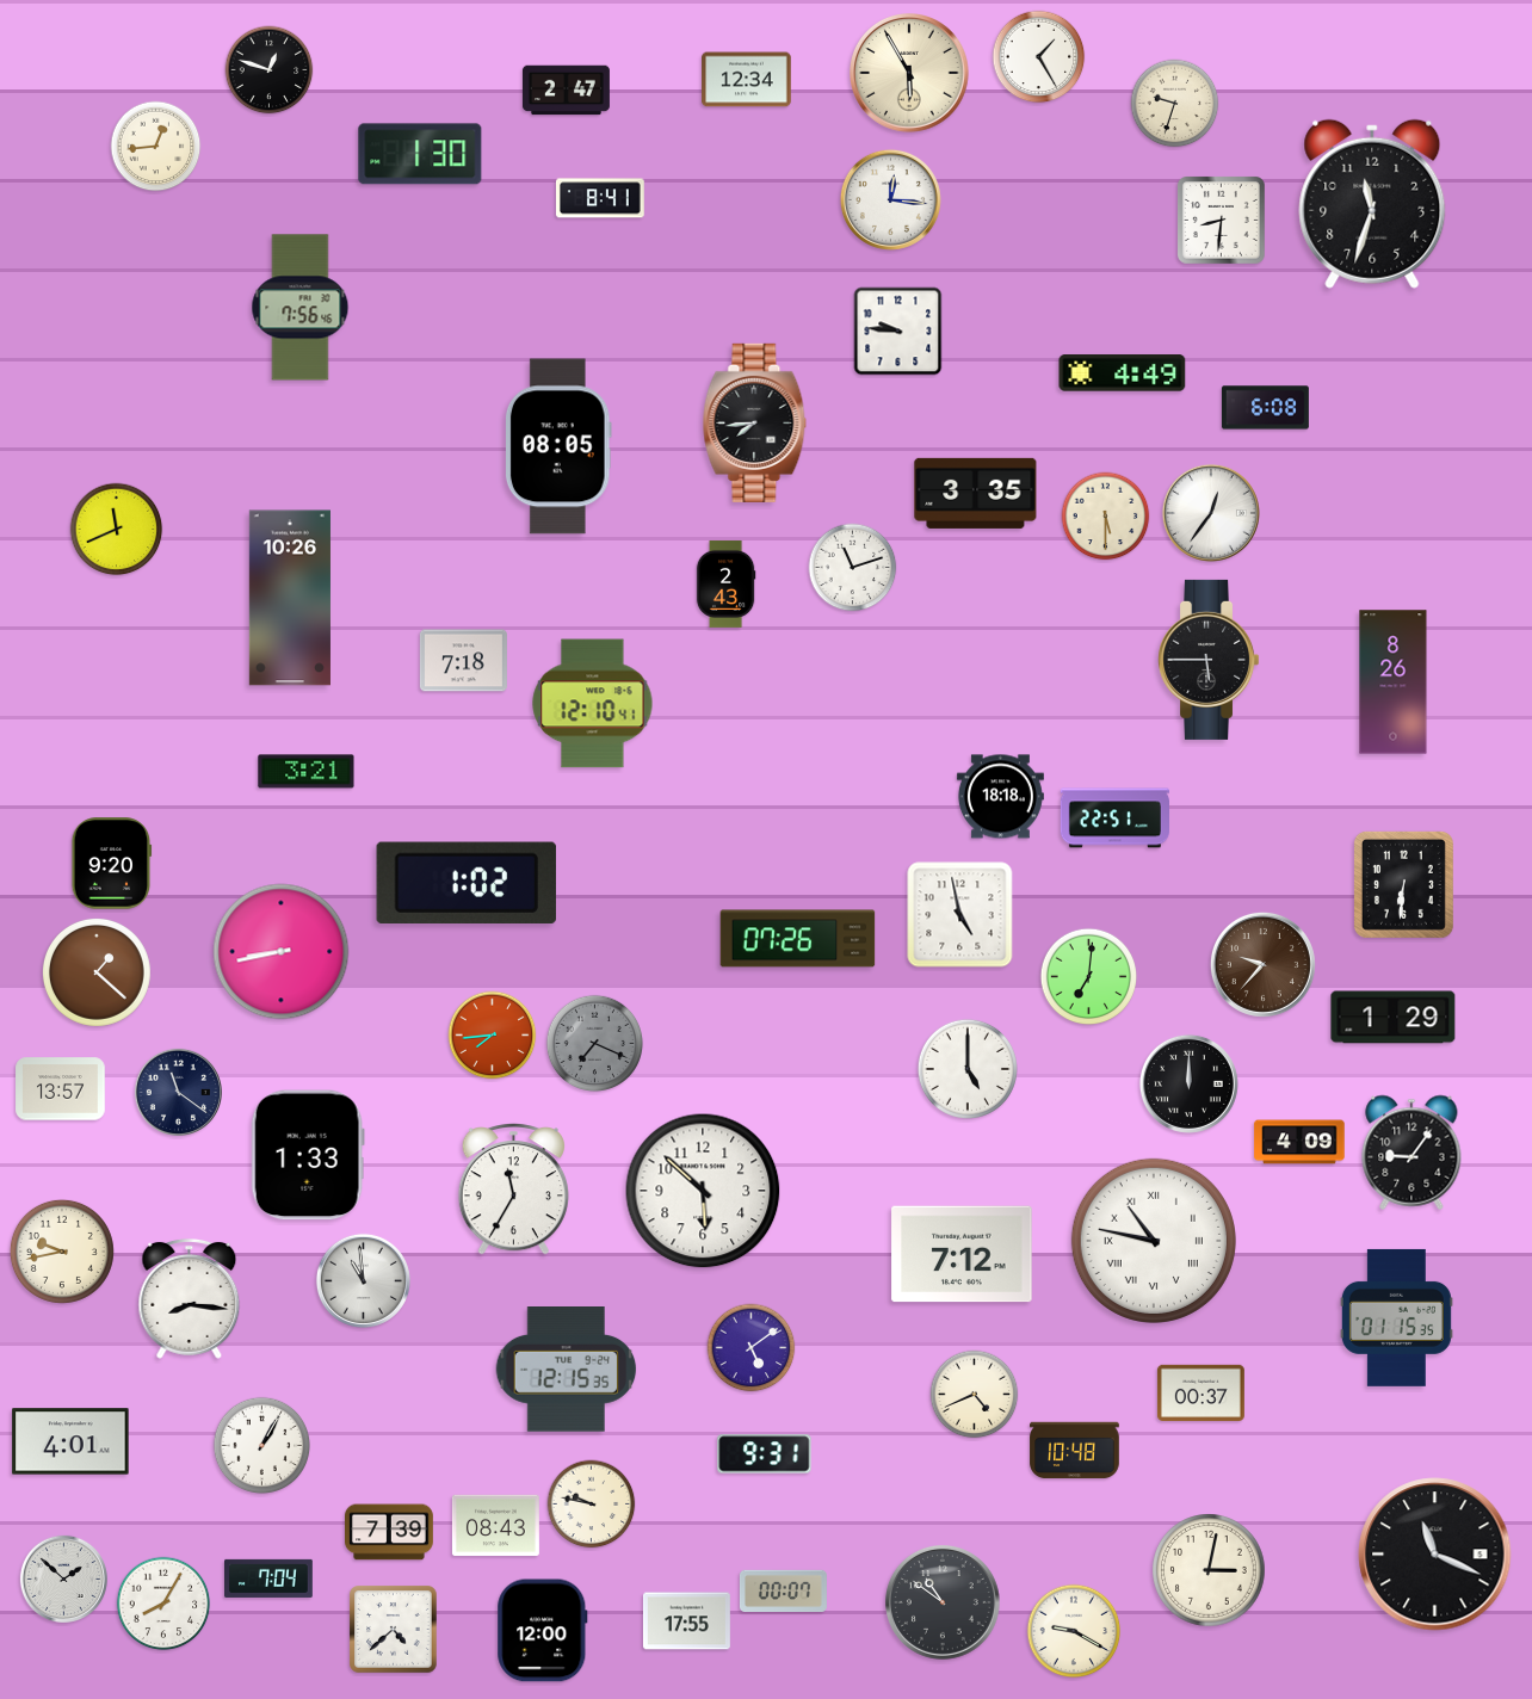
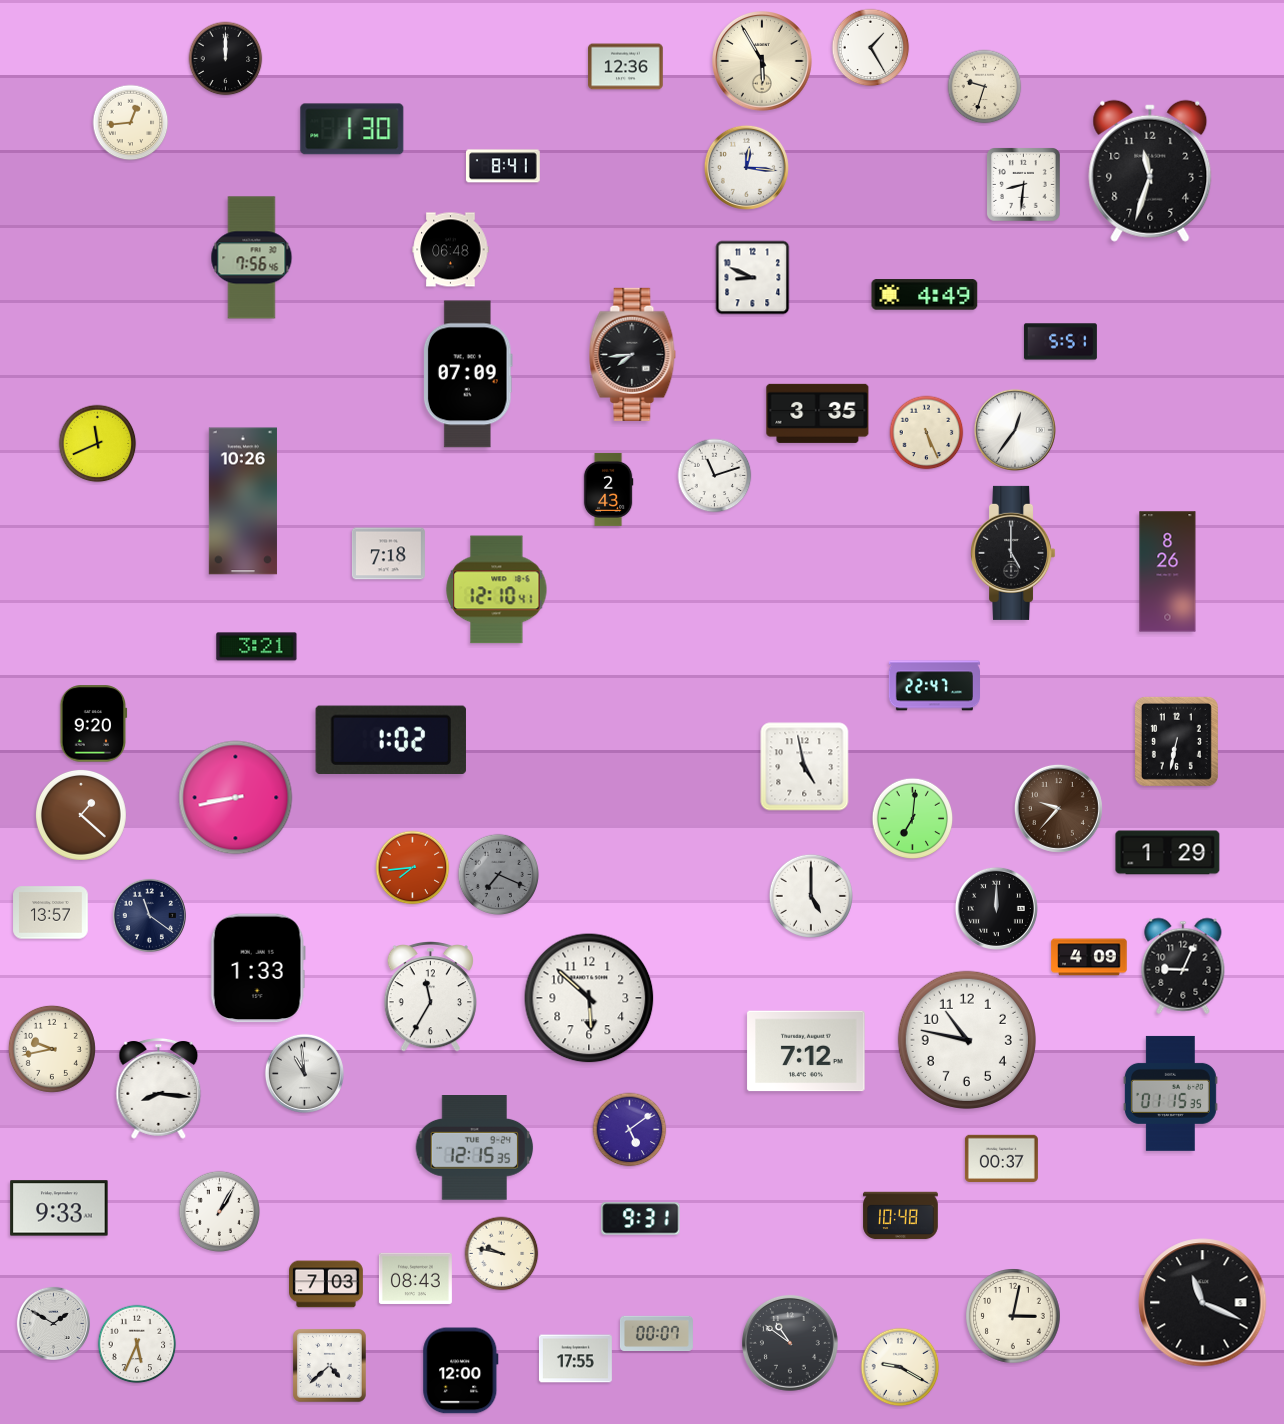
clock at (270, 70): 12:48 -> 12:00
clock at (747, 80): 12:34 -> 12:36
clock at (566, 91): 2:47 -> none
clock at (451, 250): none -> 06:48
clock at (898, 332): 9:46 -> 8:49
clock at (1123, 373) position: (1123, 373) -> (925, 295)
clock at (1265, 408): 6:08 -> 5:51
clock at (558, 446): 08:05 -> 07:09
clock at (1106, 517): 5:30 -> 5:26
clock at (1209, 660): 5:45 -> 5:00
clock at (1000, 797): 18:18 -> none
clock at (1114, 818): 22:51 -> 22:47
clock at (1403, 884): 6:31 -> 6:32
clock at (798, 939): 07:26 -> none
clock at (1411, 1153): 9:06 -> 9:04
clock at (1154, 1241) numerals: Roman -> Arabic
clock at (1396, 1317) position: (1396, 1317) -> (1170, 1093)
clock at (1200, 1392) position: (1200, 1392) -> (1001, 1158)
clock at (975, 1395): 4:41 -> none
clock at (70, 1441): 4:01 -> 9:33
clock at (592, 1505) position: (592, 1505) -> (502, 1254)
clock at (390, 1532): 7:39 -> 7:03
clock at (63, 1578): 1:52 -> 1:50
clock at (270, 1578): 7:04 -> none
clock at (163, 1604): 8:05 -> 5:34
clock at (543, 1631) position: (543, 1631) -> (461, 1371)
